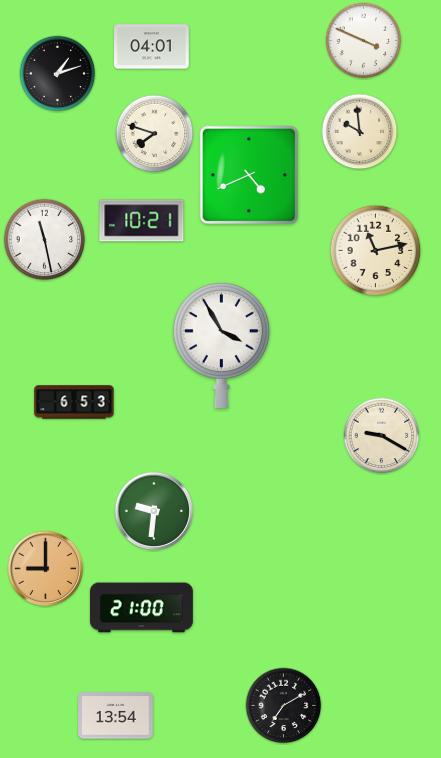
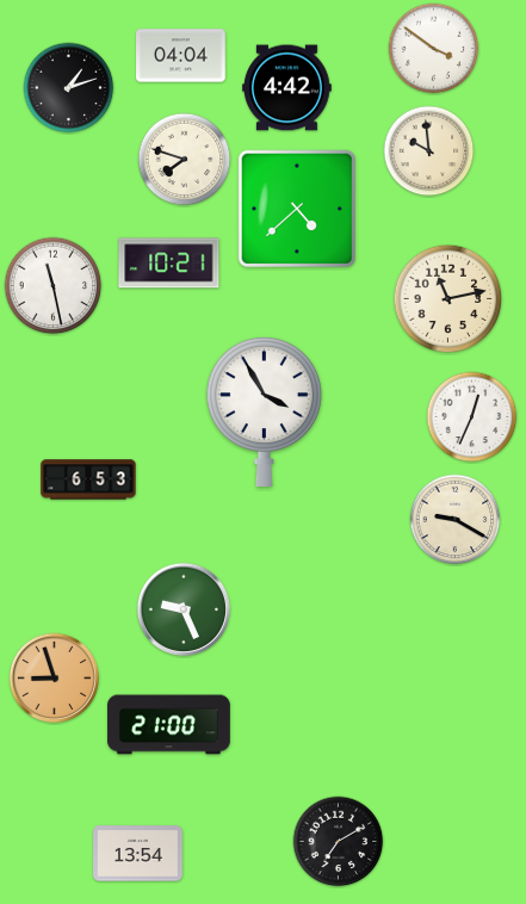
clock at (364, 41): 3:49 -> 3:51
clock at (152, 47): 04:01 -> 04:04
clock at (287, 88): none -> 4:42
clock at (360, 132) position: (360, 132) -> (429, 151)
clock at (248, 174): 4:41 -> 4:38
clock at (472, 417): none -> 12:34
clock at (153, 510): 9:31 -> 9:26
clock at (45, 568): 9:00 -> 8:57
